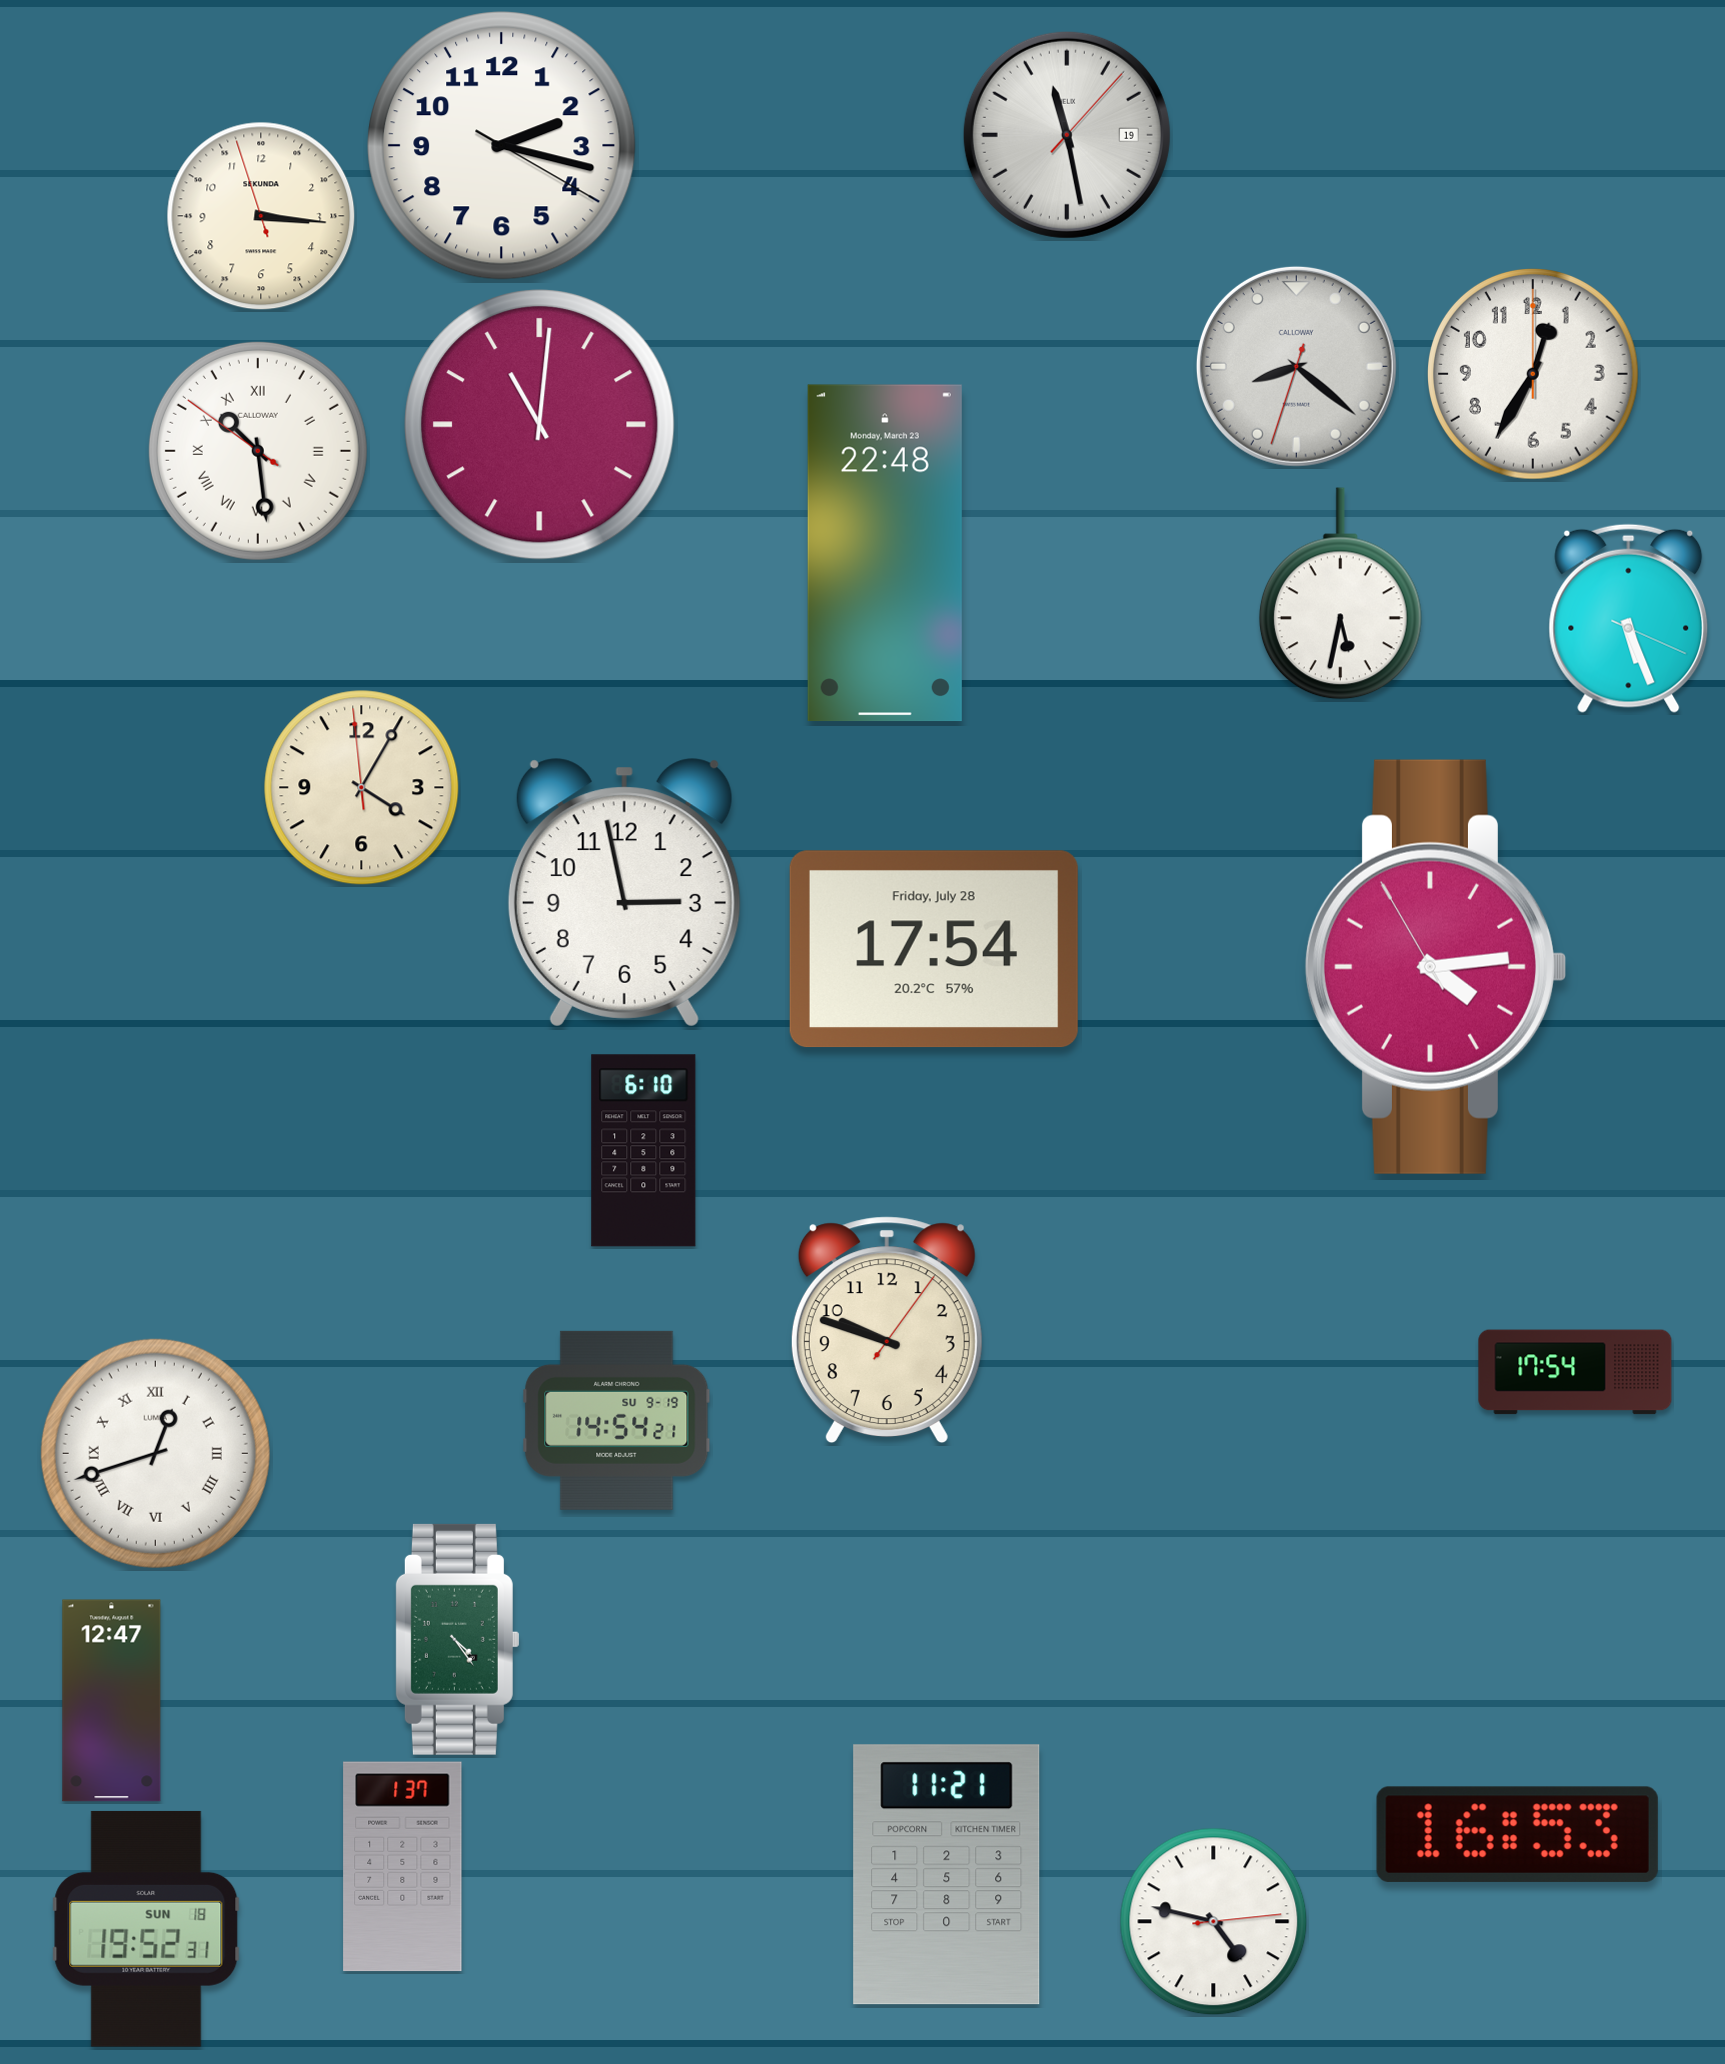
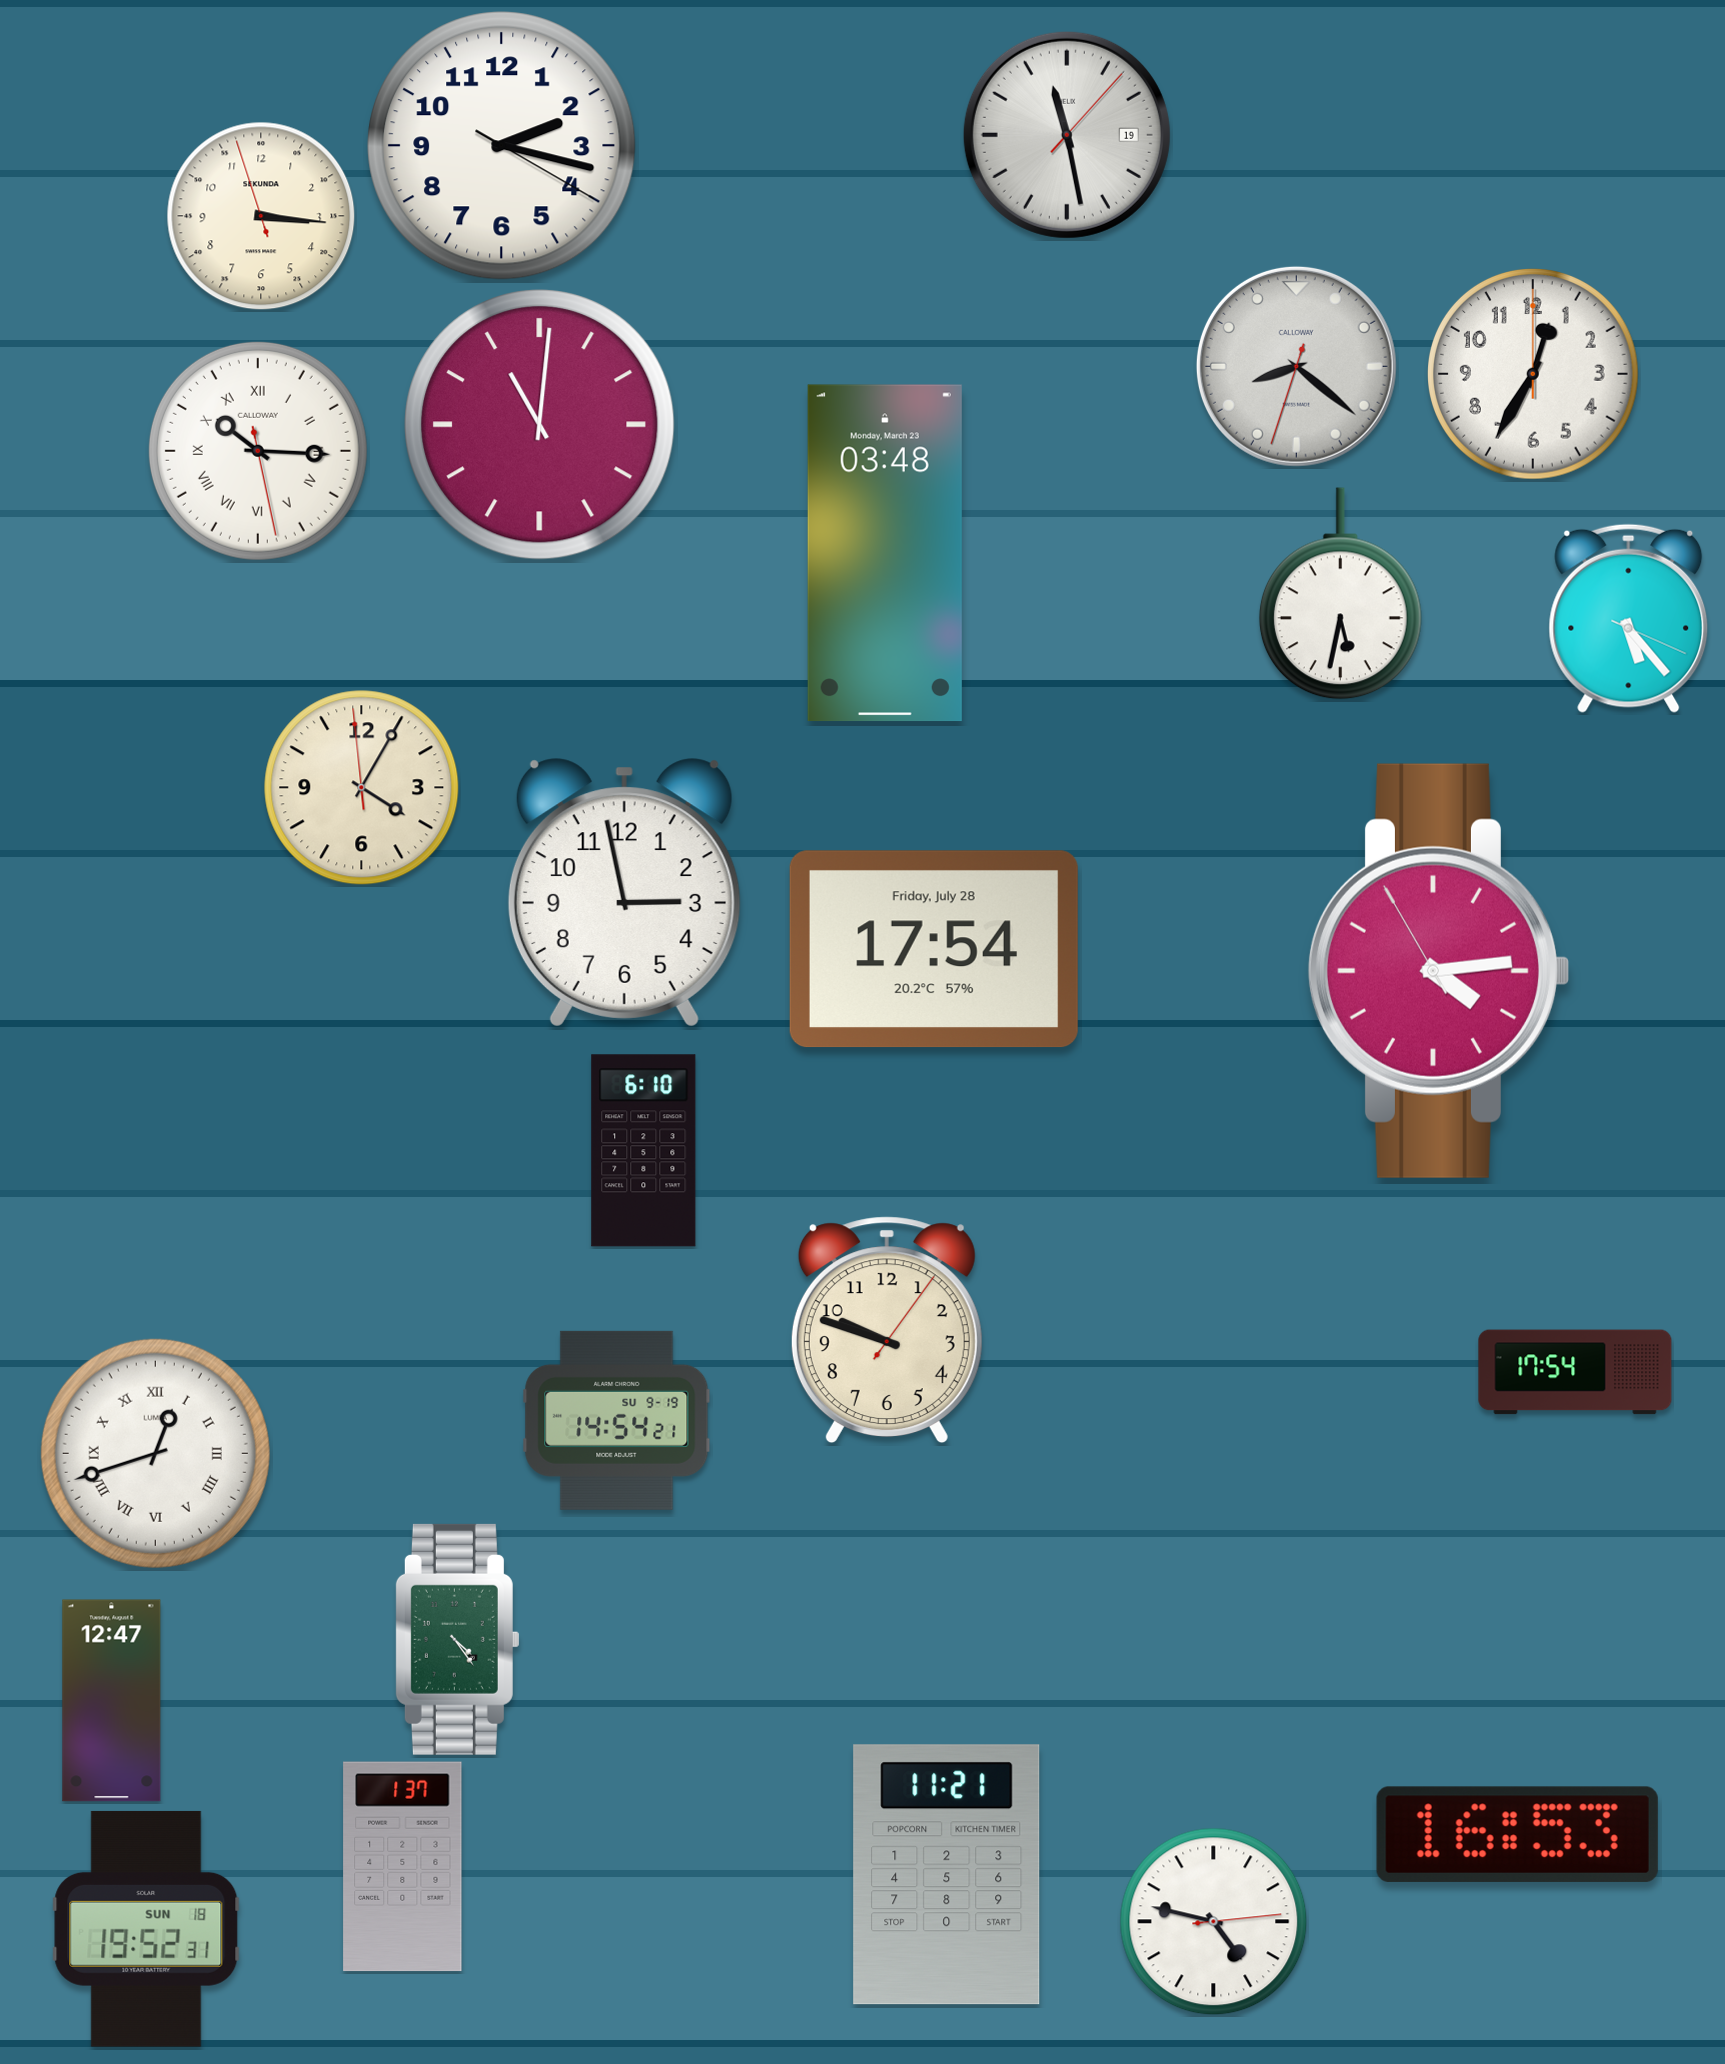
clock at (258, 451): 10:28 -> 10:15
clock at (885, 553): 22:48 -> 03:48
clock at (1629, 618): 5:26 -> 5:23
clock at (1435, 967) position: (1435, 967) -> (1438, 971)
